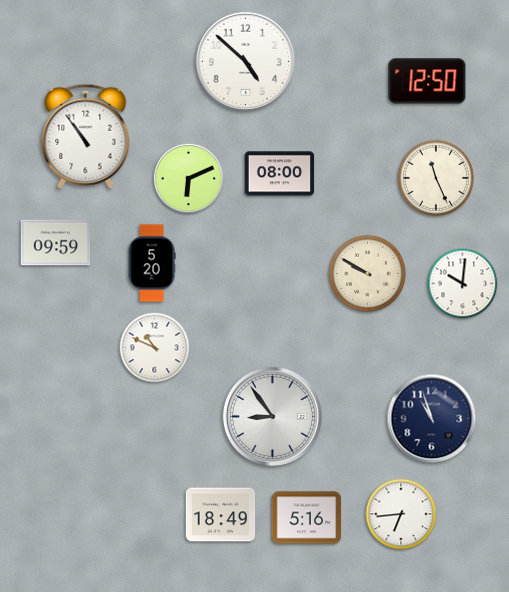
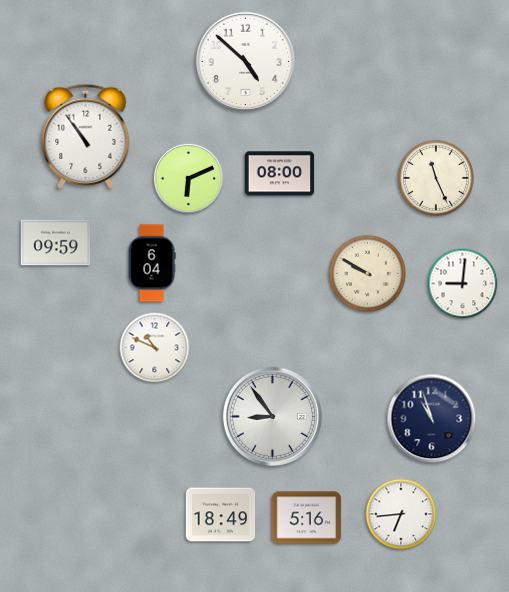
clock at (427, 81): 12:50 -> none
clock at (152, 263): 5:20 -> 6:04
clock at (463, 284): 10:01 -> 9:01
